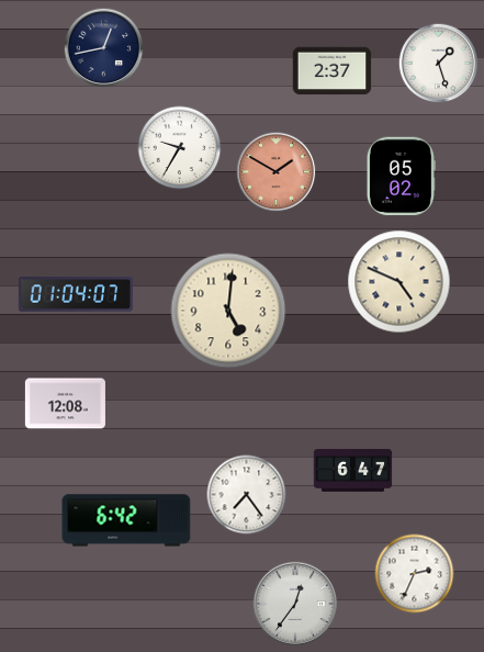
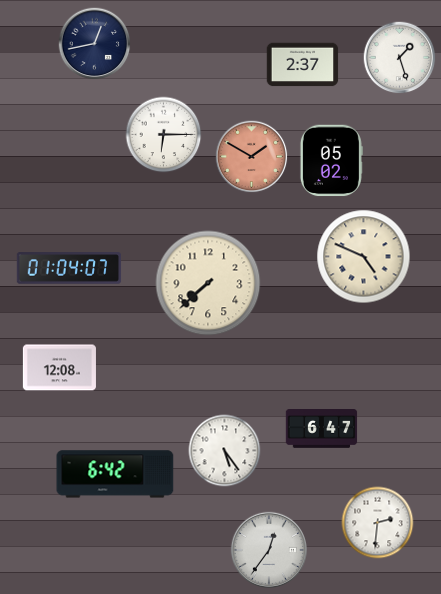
clock at (180, 148): 9:35 -> 6:15
clock at (401, 177) position: (401, 177) -> (331, 161)
clock at (228, 311): 5:01 -> 7:38
clock at (247, 495): 7:24 -> 5:24
clock at (415, 574): 2:34 -> 2:31
